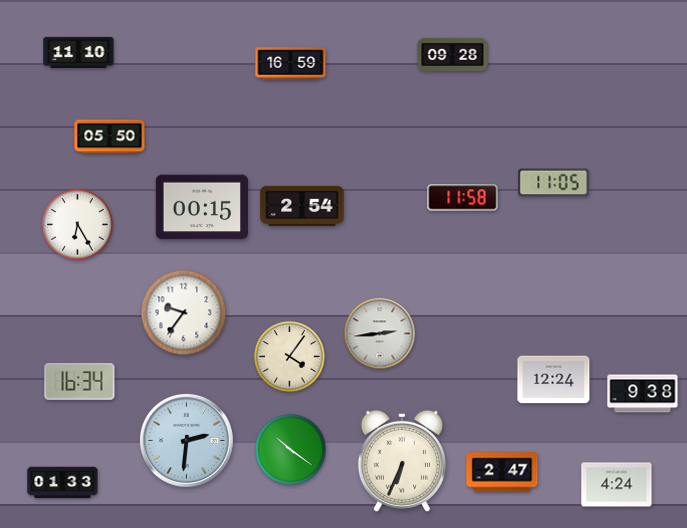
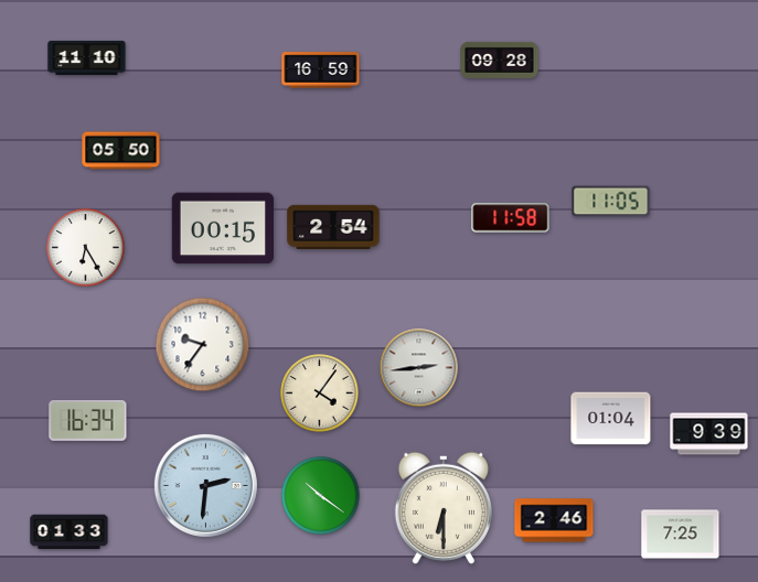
clock at (554, 380): 12:24 -> 01:04
clock at (643, 394): 9:38 -> 9:39
clock at (402, 460): 6:34 -> 6:30
clock at (502, 472): 2:47 -> 2:46
clock at (617, 485): 4:24 -> 7:25
